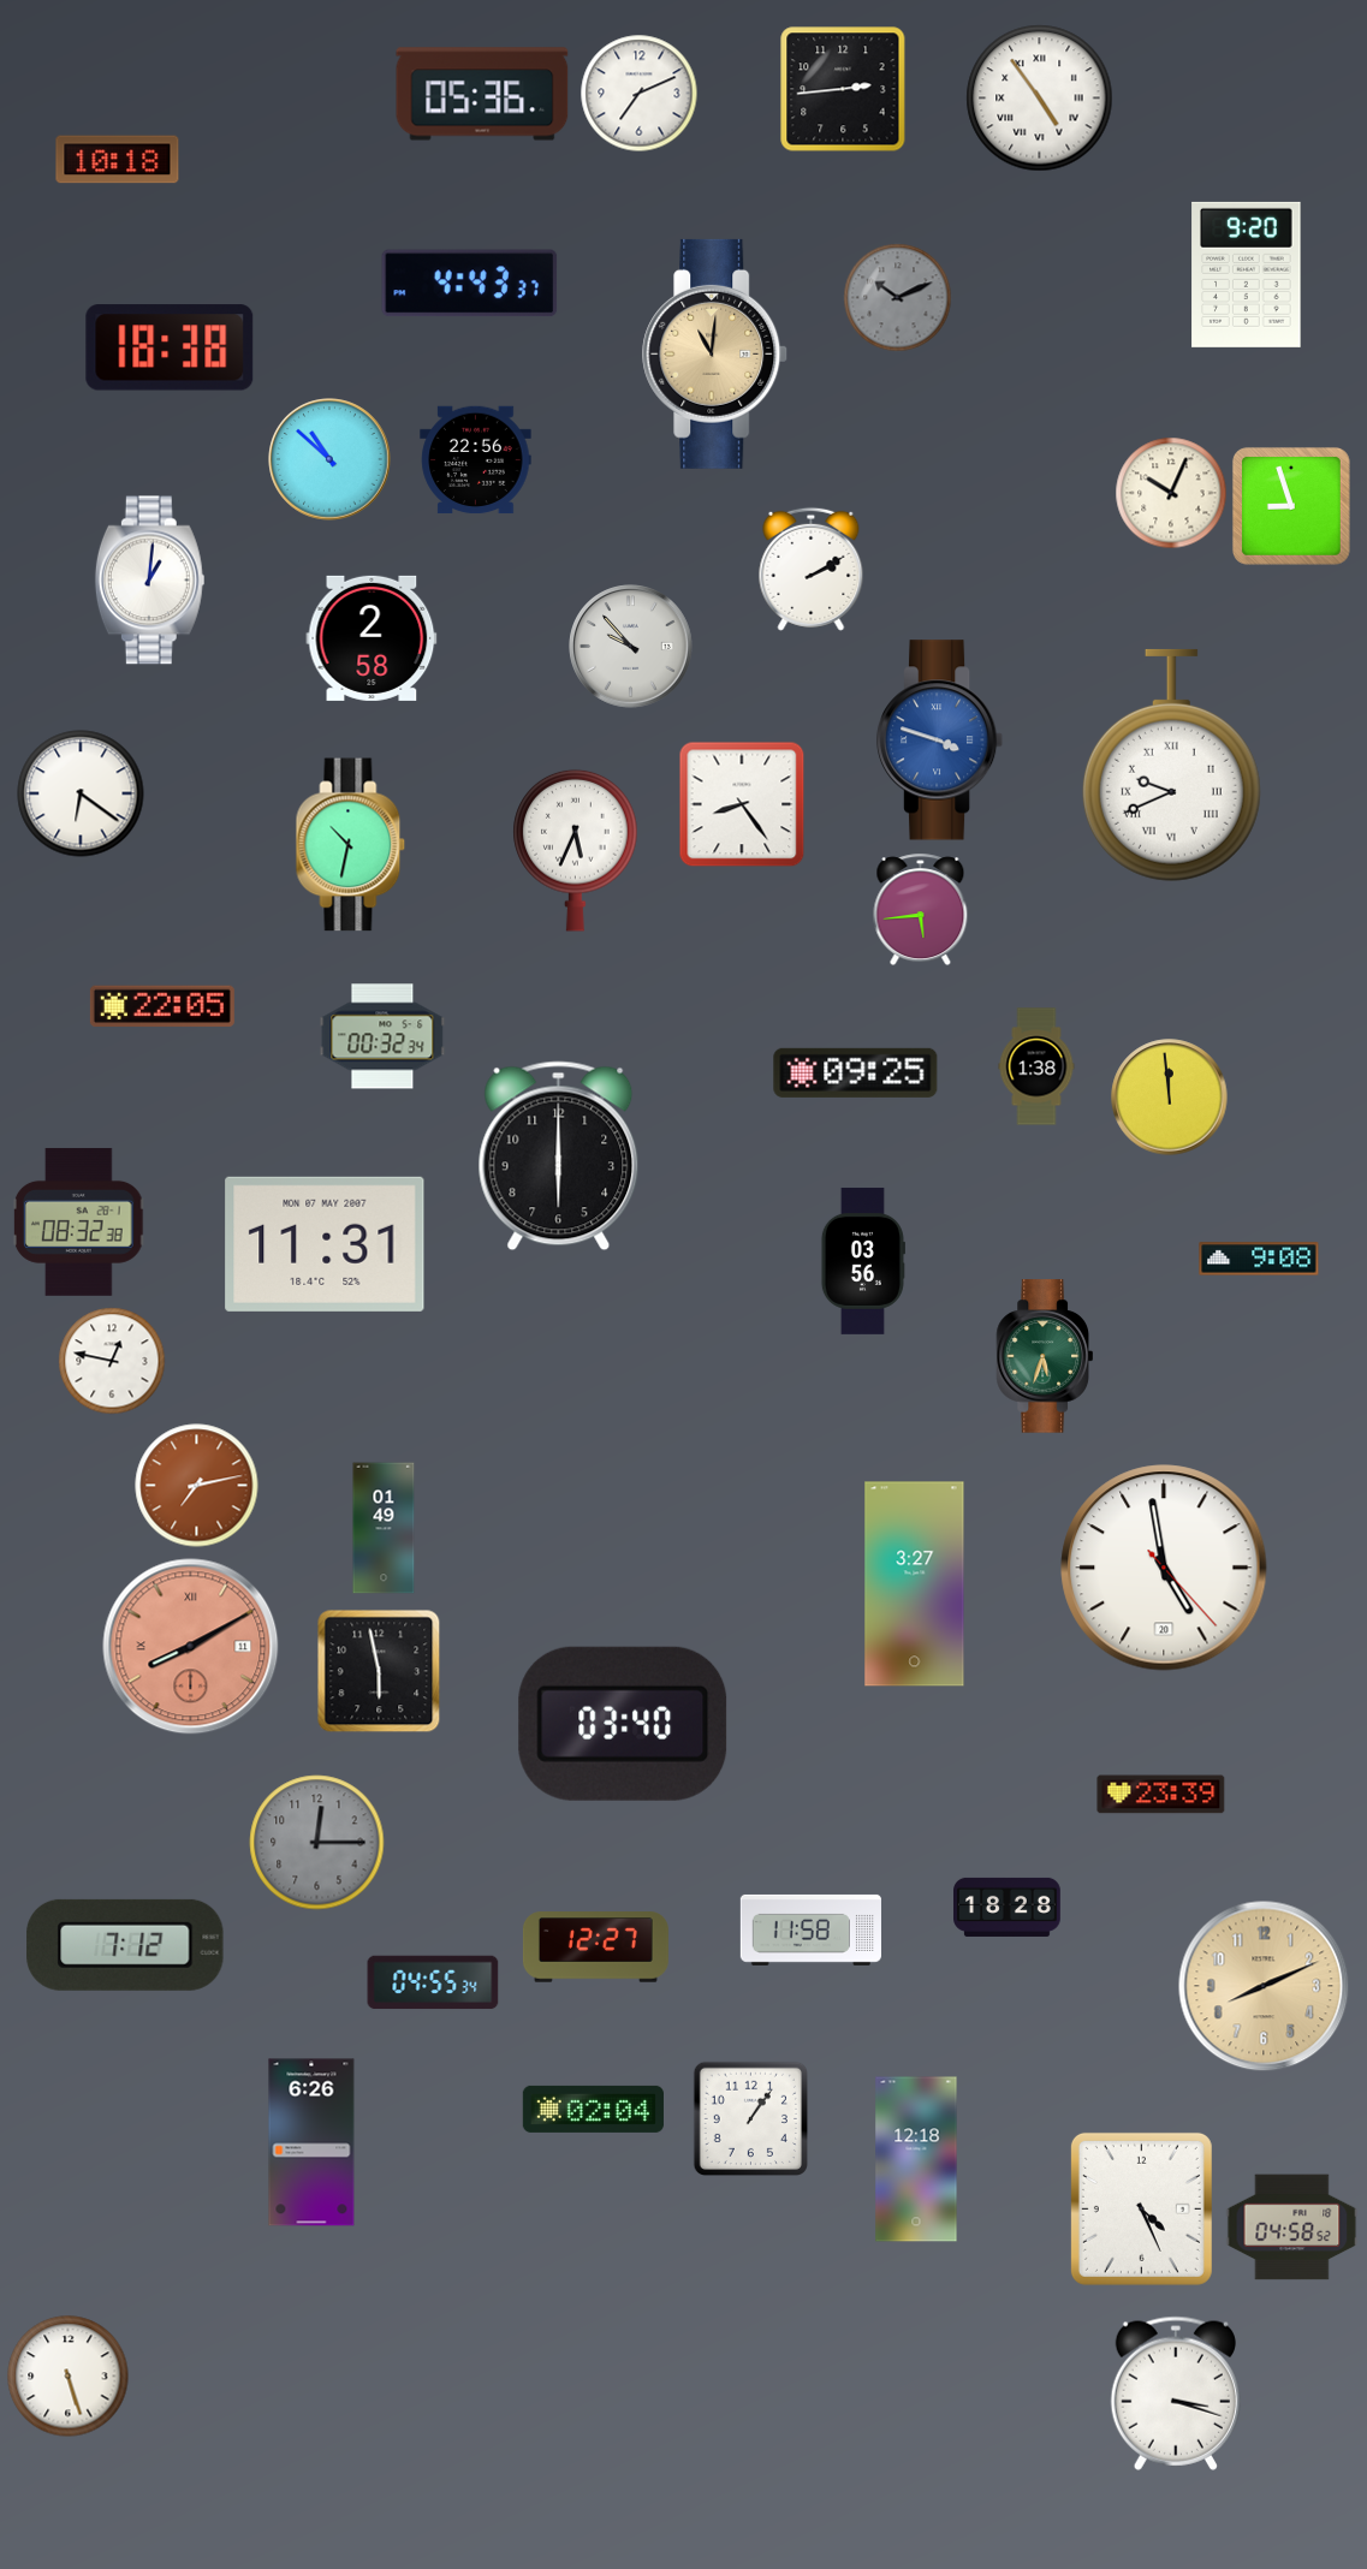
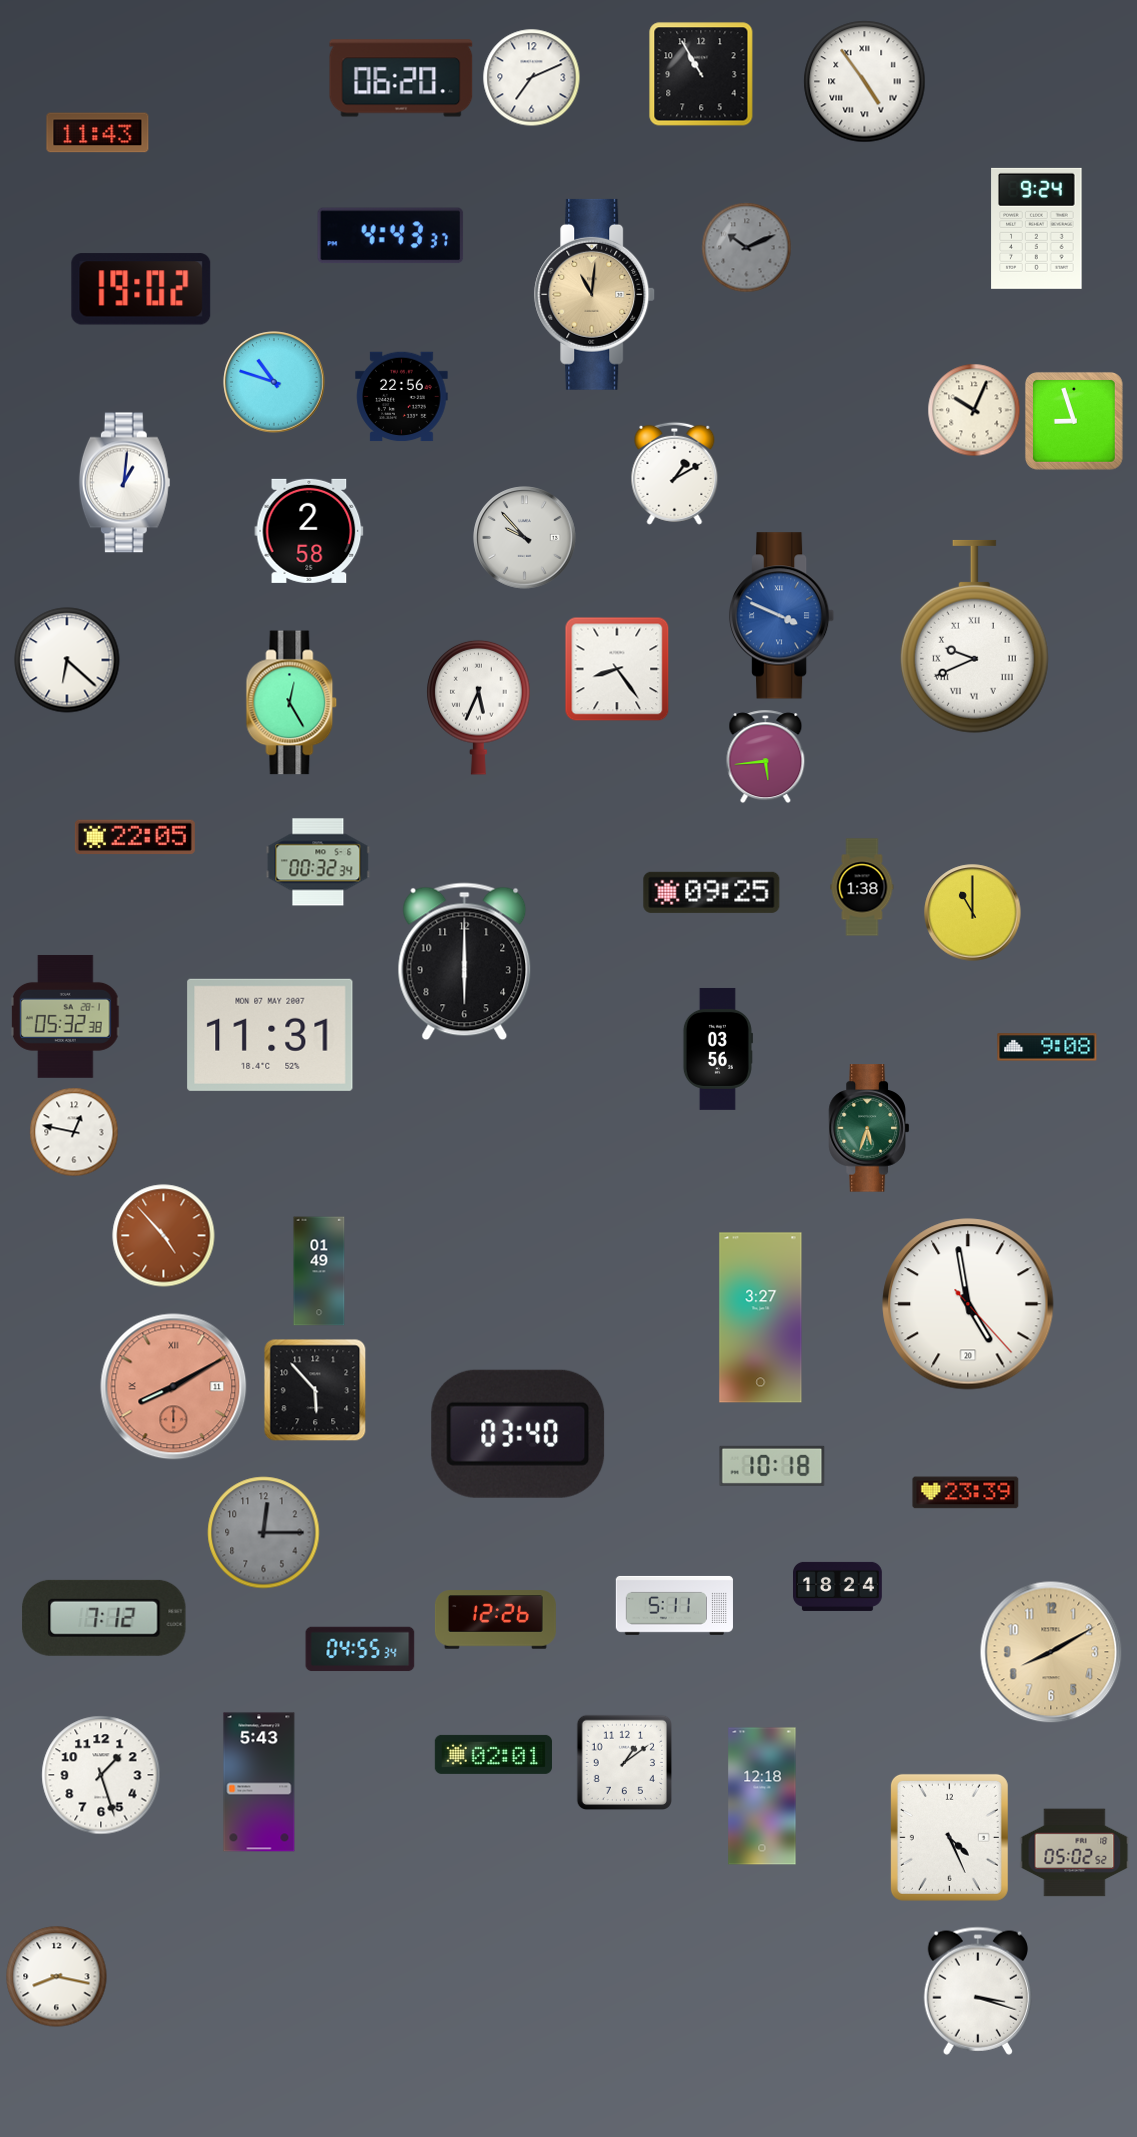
clock at (843, 89): 2:44 -> 10:55
clock at (482, 94): 05:36 -> 06:20
clock at (118, 160): 10:18 -> 11:43
clock at (1247, 274): 9:20 -> 9:24
clock at (170, 347): 18:38 -> 19:02
clock at (329, 459): 10:52 -> 10:48
clock at (476, 460) position: (476, 460) -> (402, 397)
clock at (812, 569): 2:10 -> 1:10
clock at (940, 741): 3:48 -> 3:49
clock at (81, 793): 6:21 -> 6:22
clock at (351, 845): 10:32 -> 12:25
clock at (1170, 1098): 11:59 -> 11:00
clock at (79, 1221): 08:32 -> 05:32
clock at (112, 1361) position: (112, 1361) -> (74, 1132)
clock at (197, 1486): 7:13 -> 4:53
clock at (191, 1647) position: (191, 1647) -> (174, 1387)
clock at (379, 1671): 5:58 -> 5:53
clock at (772, 1466): none -> 10:18
clock at (1008, 1907): 18:28 -> 18:24
clock at (810, 1929): 11:58 -> 5:11
clock at (595, 1947): 12:27 -> 12:26
clock at (1264, 1986): 8:11 -> 8:10
clock at (593, 2109): 02:04 -> 02:01
clock at (750, 2118): 1:06 -> 1:09
clock at (101, 1775): none -> 1:27
clock at (311, 2142): 6:26 -> 5:43
clock at (1292, 2228): 04:58 -> 05:02
clock at (69, 2377): 5:27 -> 8:17
